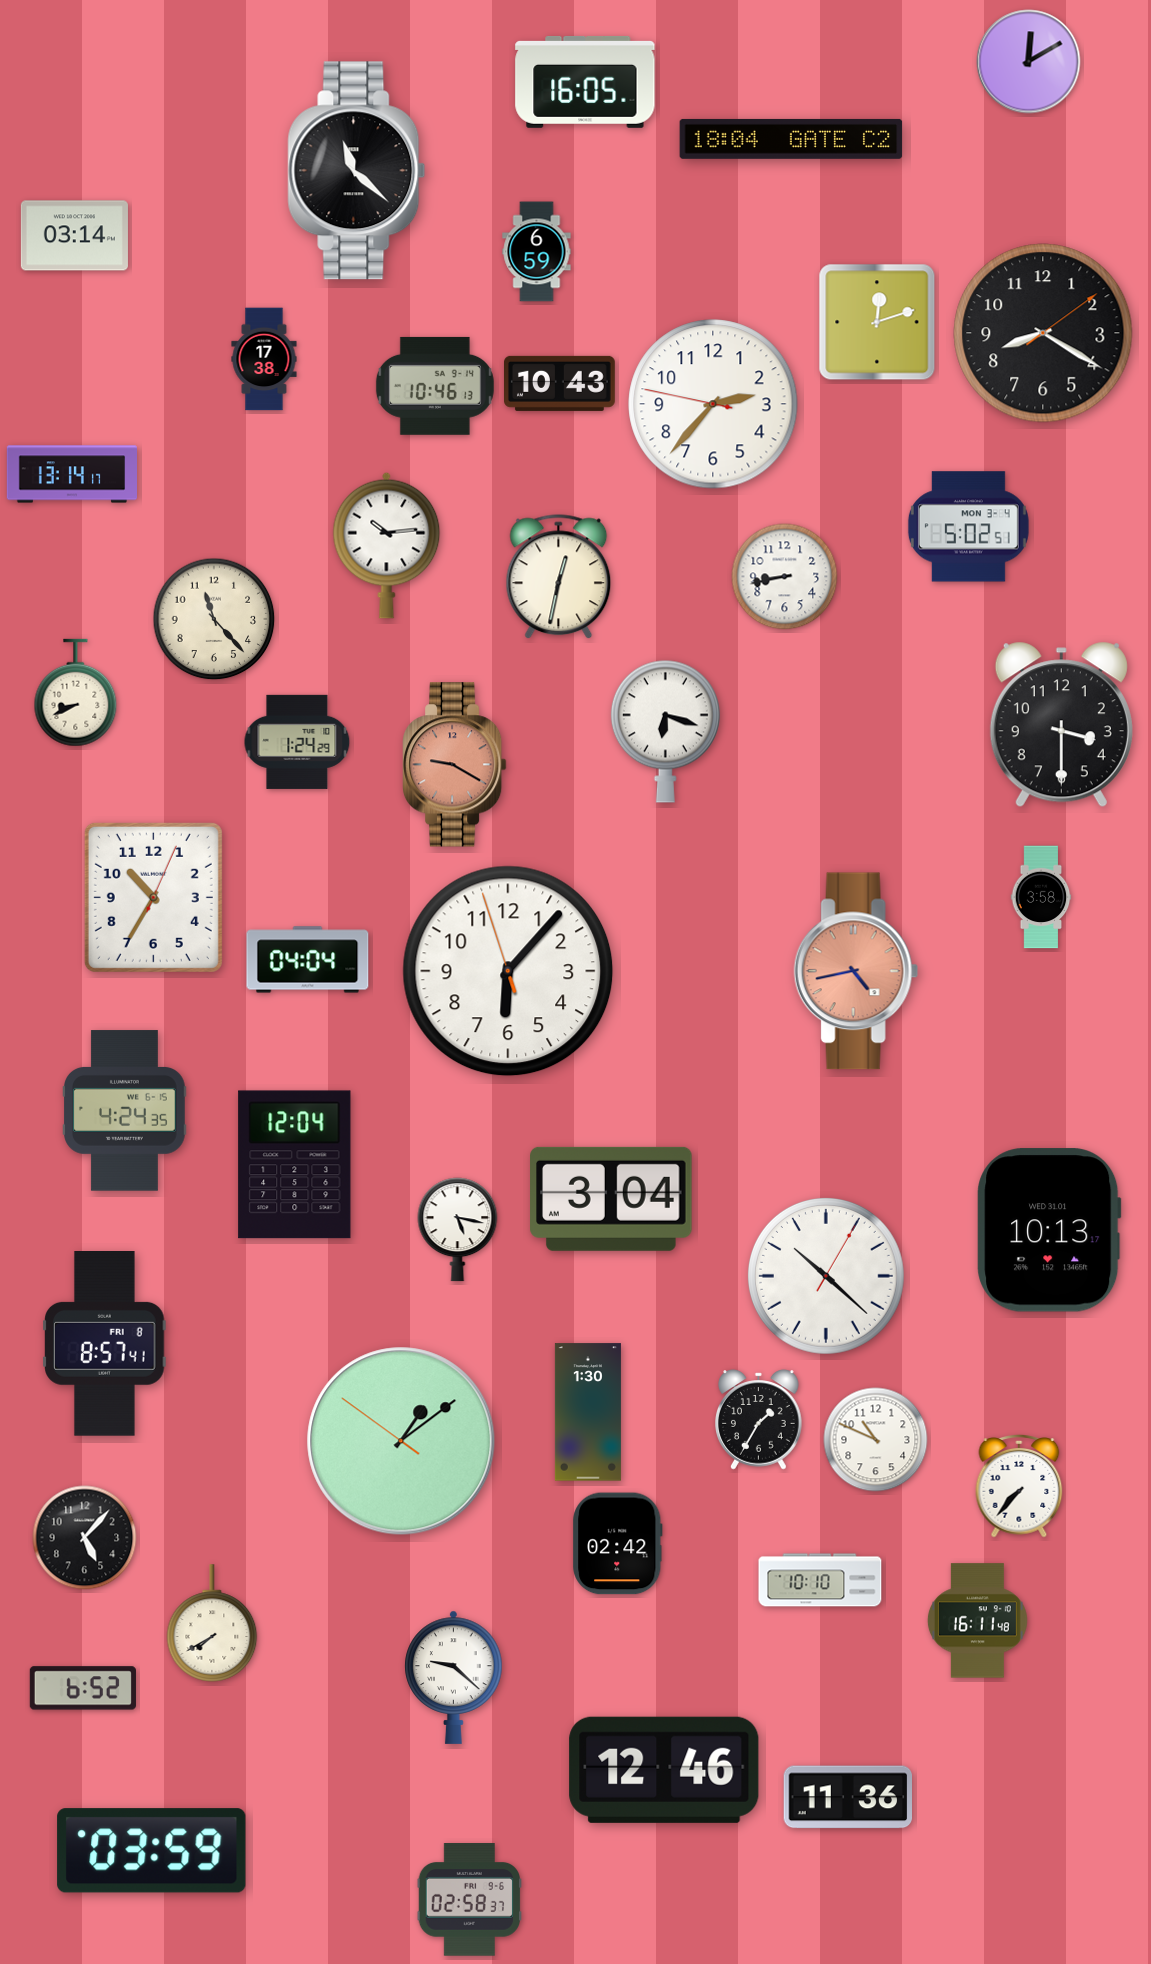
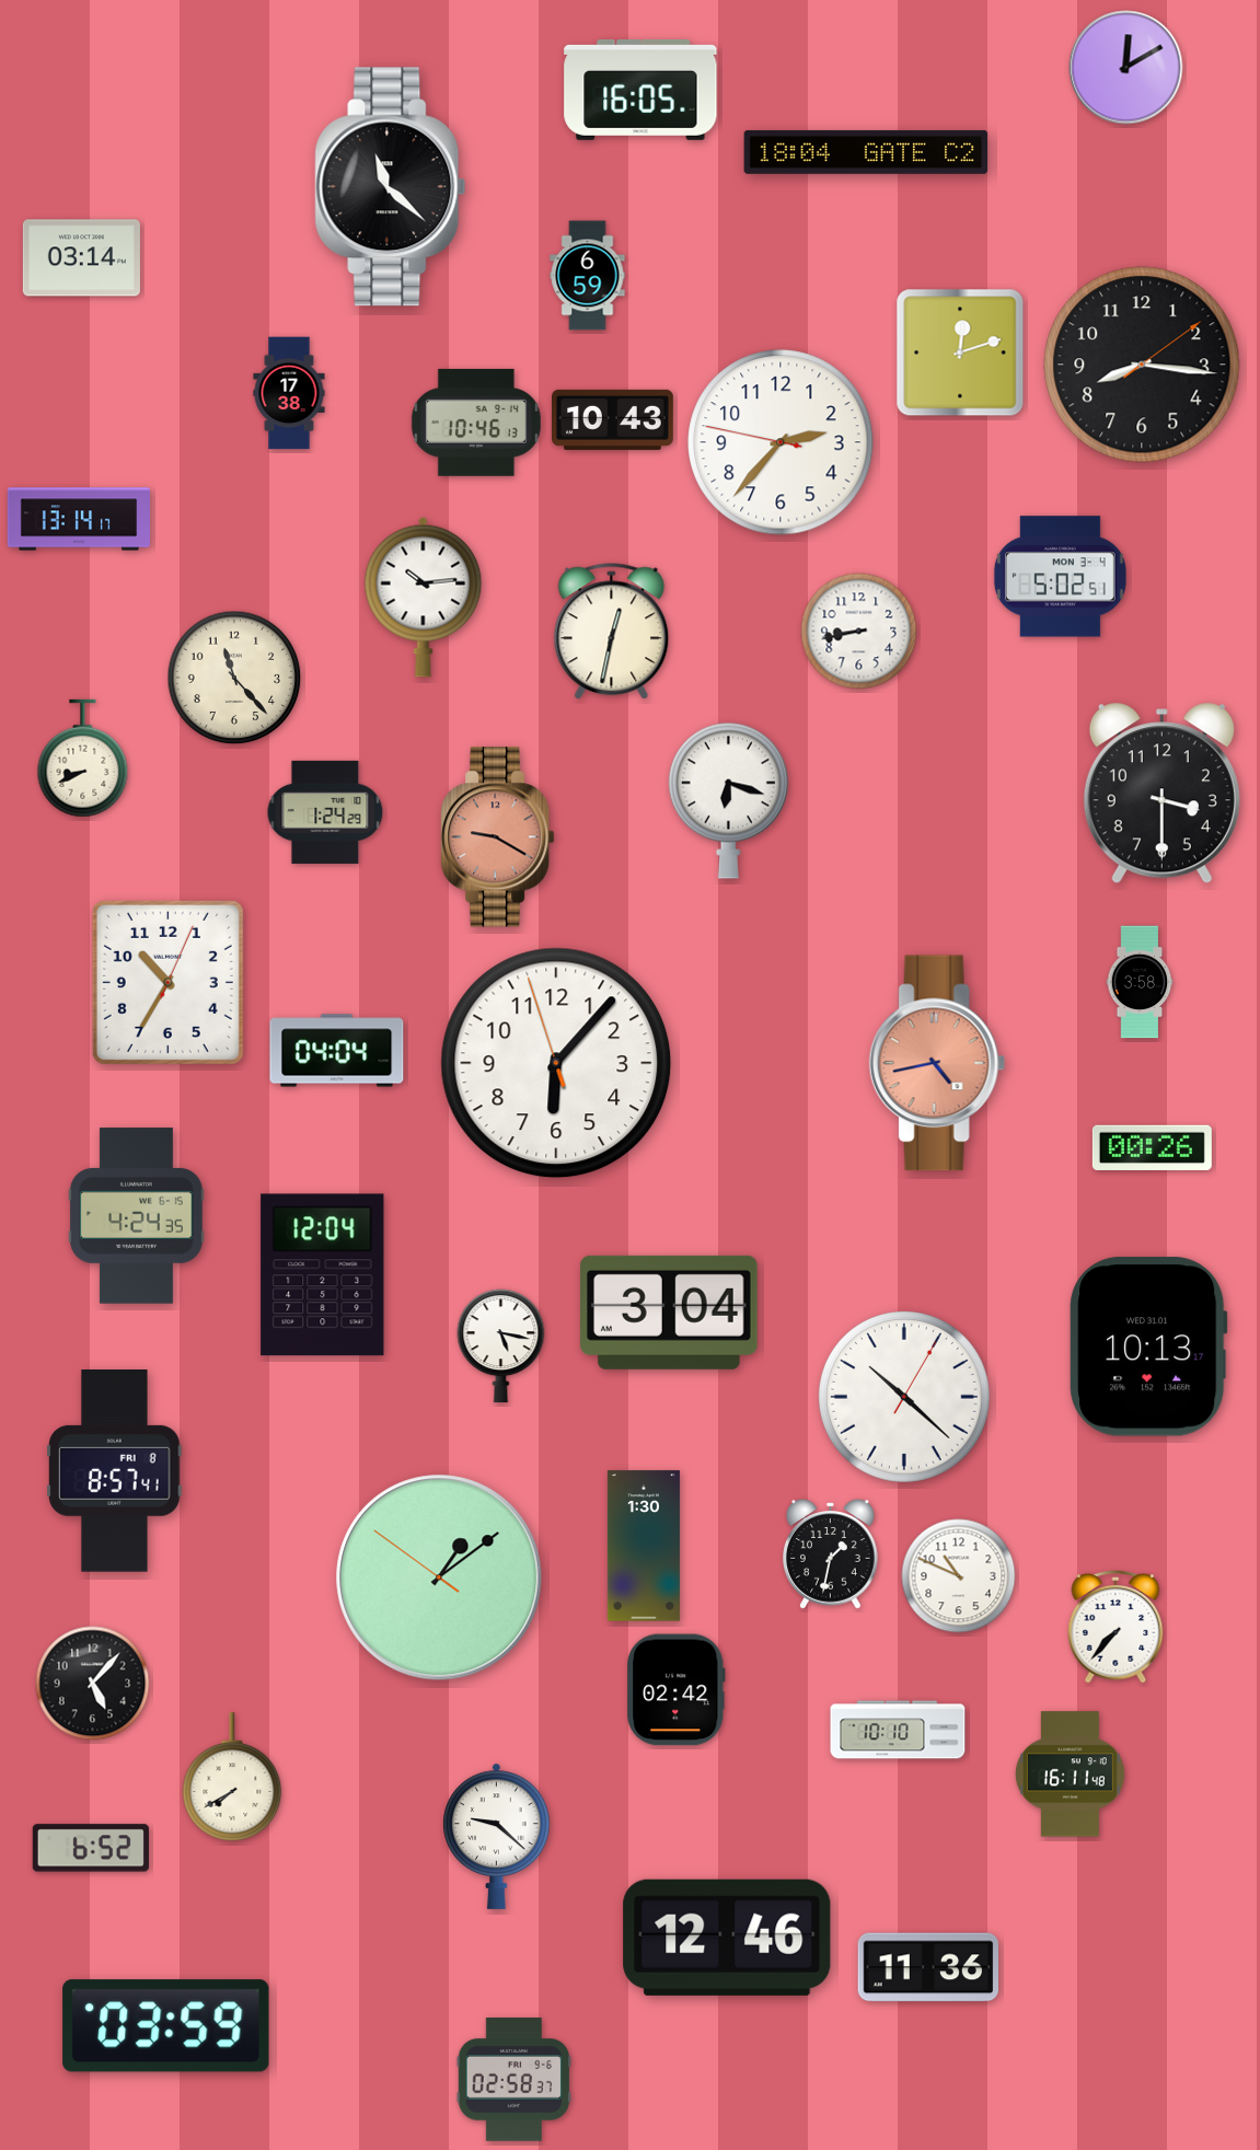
clock at (1043, 333): 8:20 -> 8:16
clock at (1152, 1147): none -> 00:26
clock at (759, 1420): 1:35 -> 1:32
